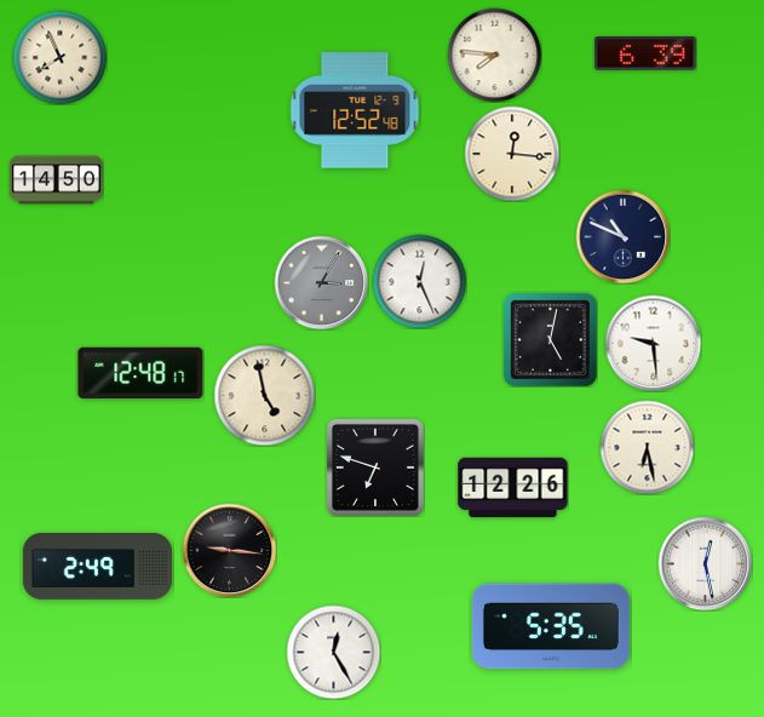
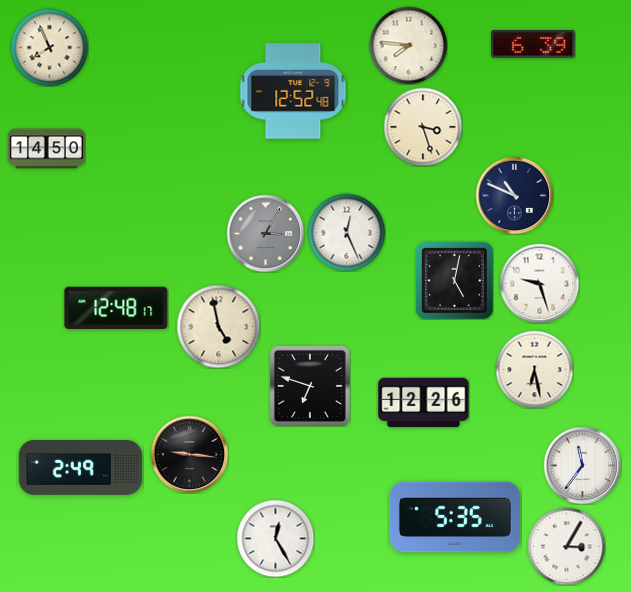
clock at (512, 154): 12:16 -> 3:27
clock at (653, 343): 9:29 -> 9:27
clock at (705, 563): 12:28 -> 11:36
clock at (566, 546): none -> 3:05
